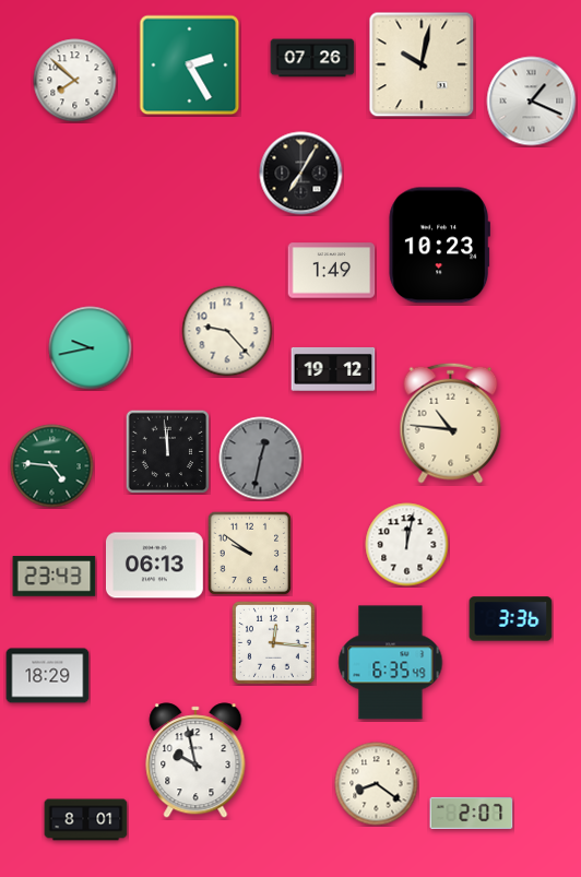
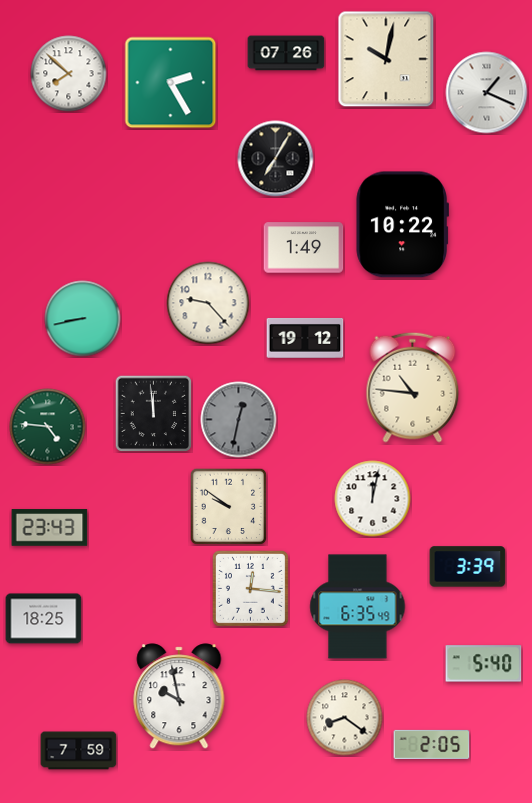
clock at (190, 66) position: (190, 66) -> (171, 83)
clock at (439, 246): 10:23 -> 10:22
clock at (91, 348): 9:43 -> 8:43
clock at (154, 566): 06:13 -> none
clock at (511, 619): 3:36 -> 3:39
clock at (48, 676): 18:29 -> 18:25
clock at (484, 664): none -> 5:40
clock at (472, 813): 2:07 -> 2:05
clock at (86, 820): 8:01 -> 7:59
